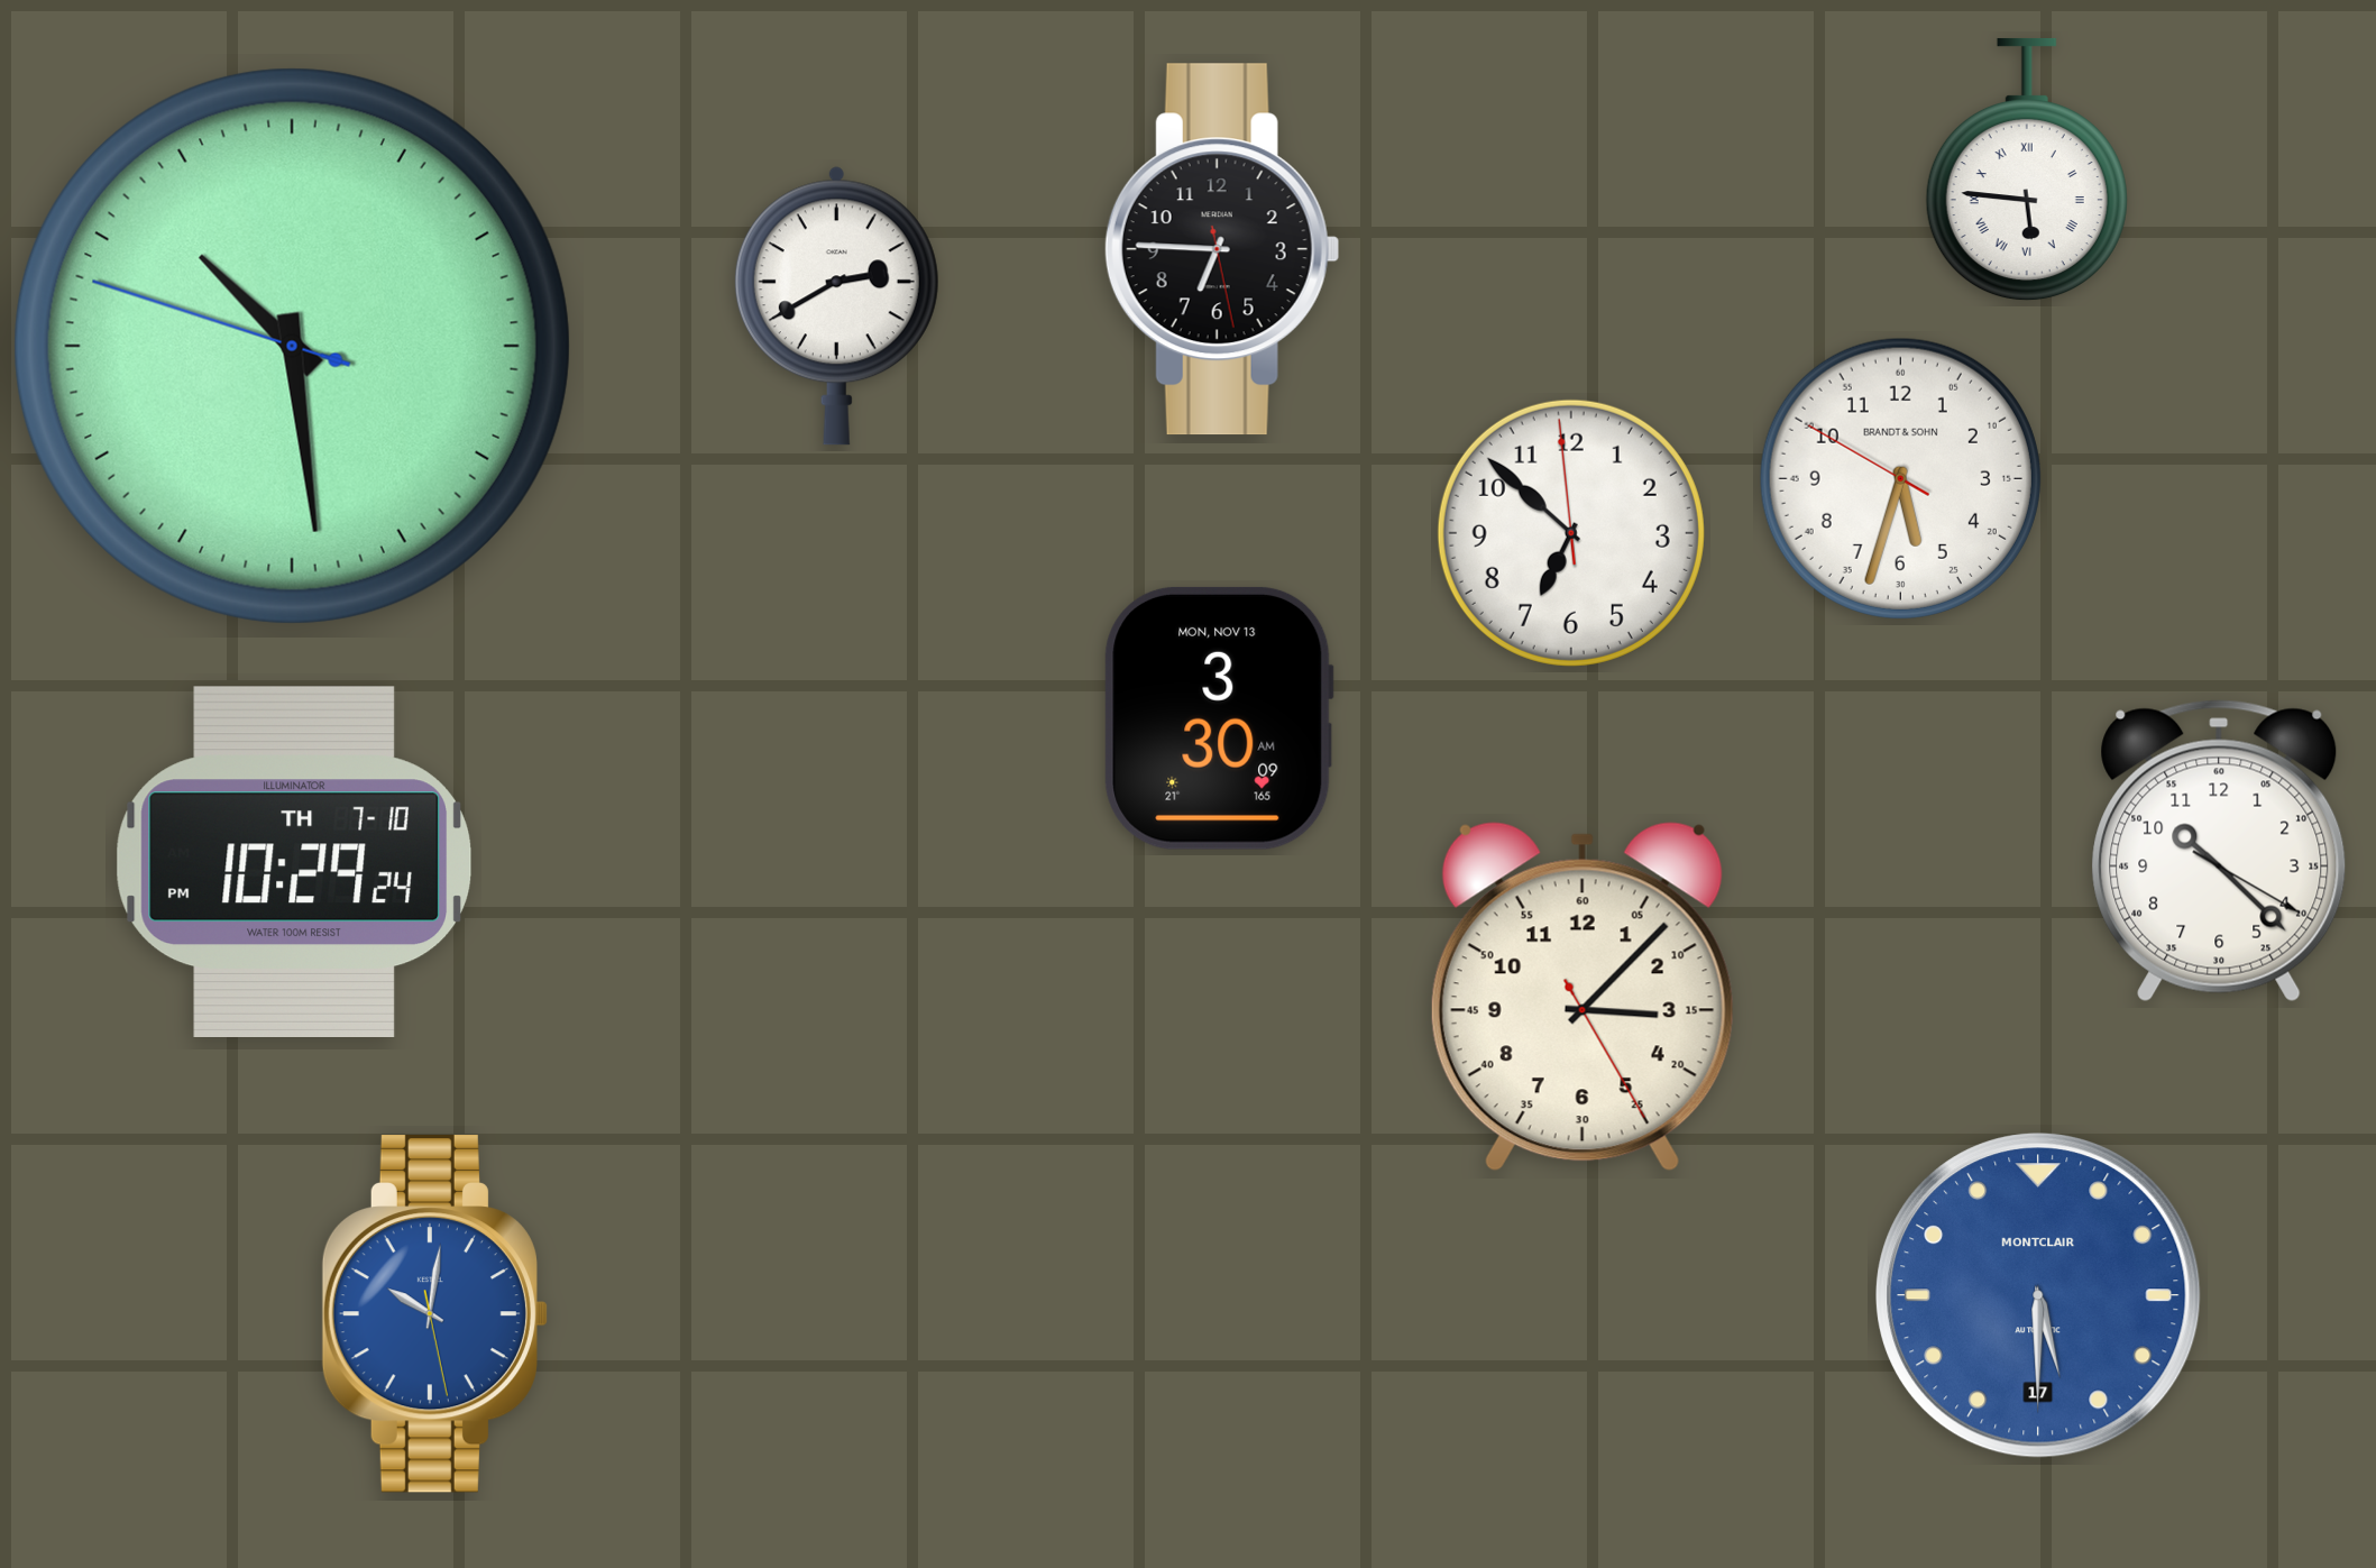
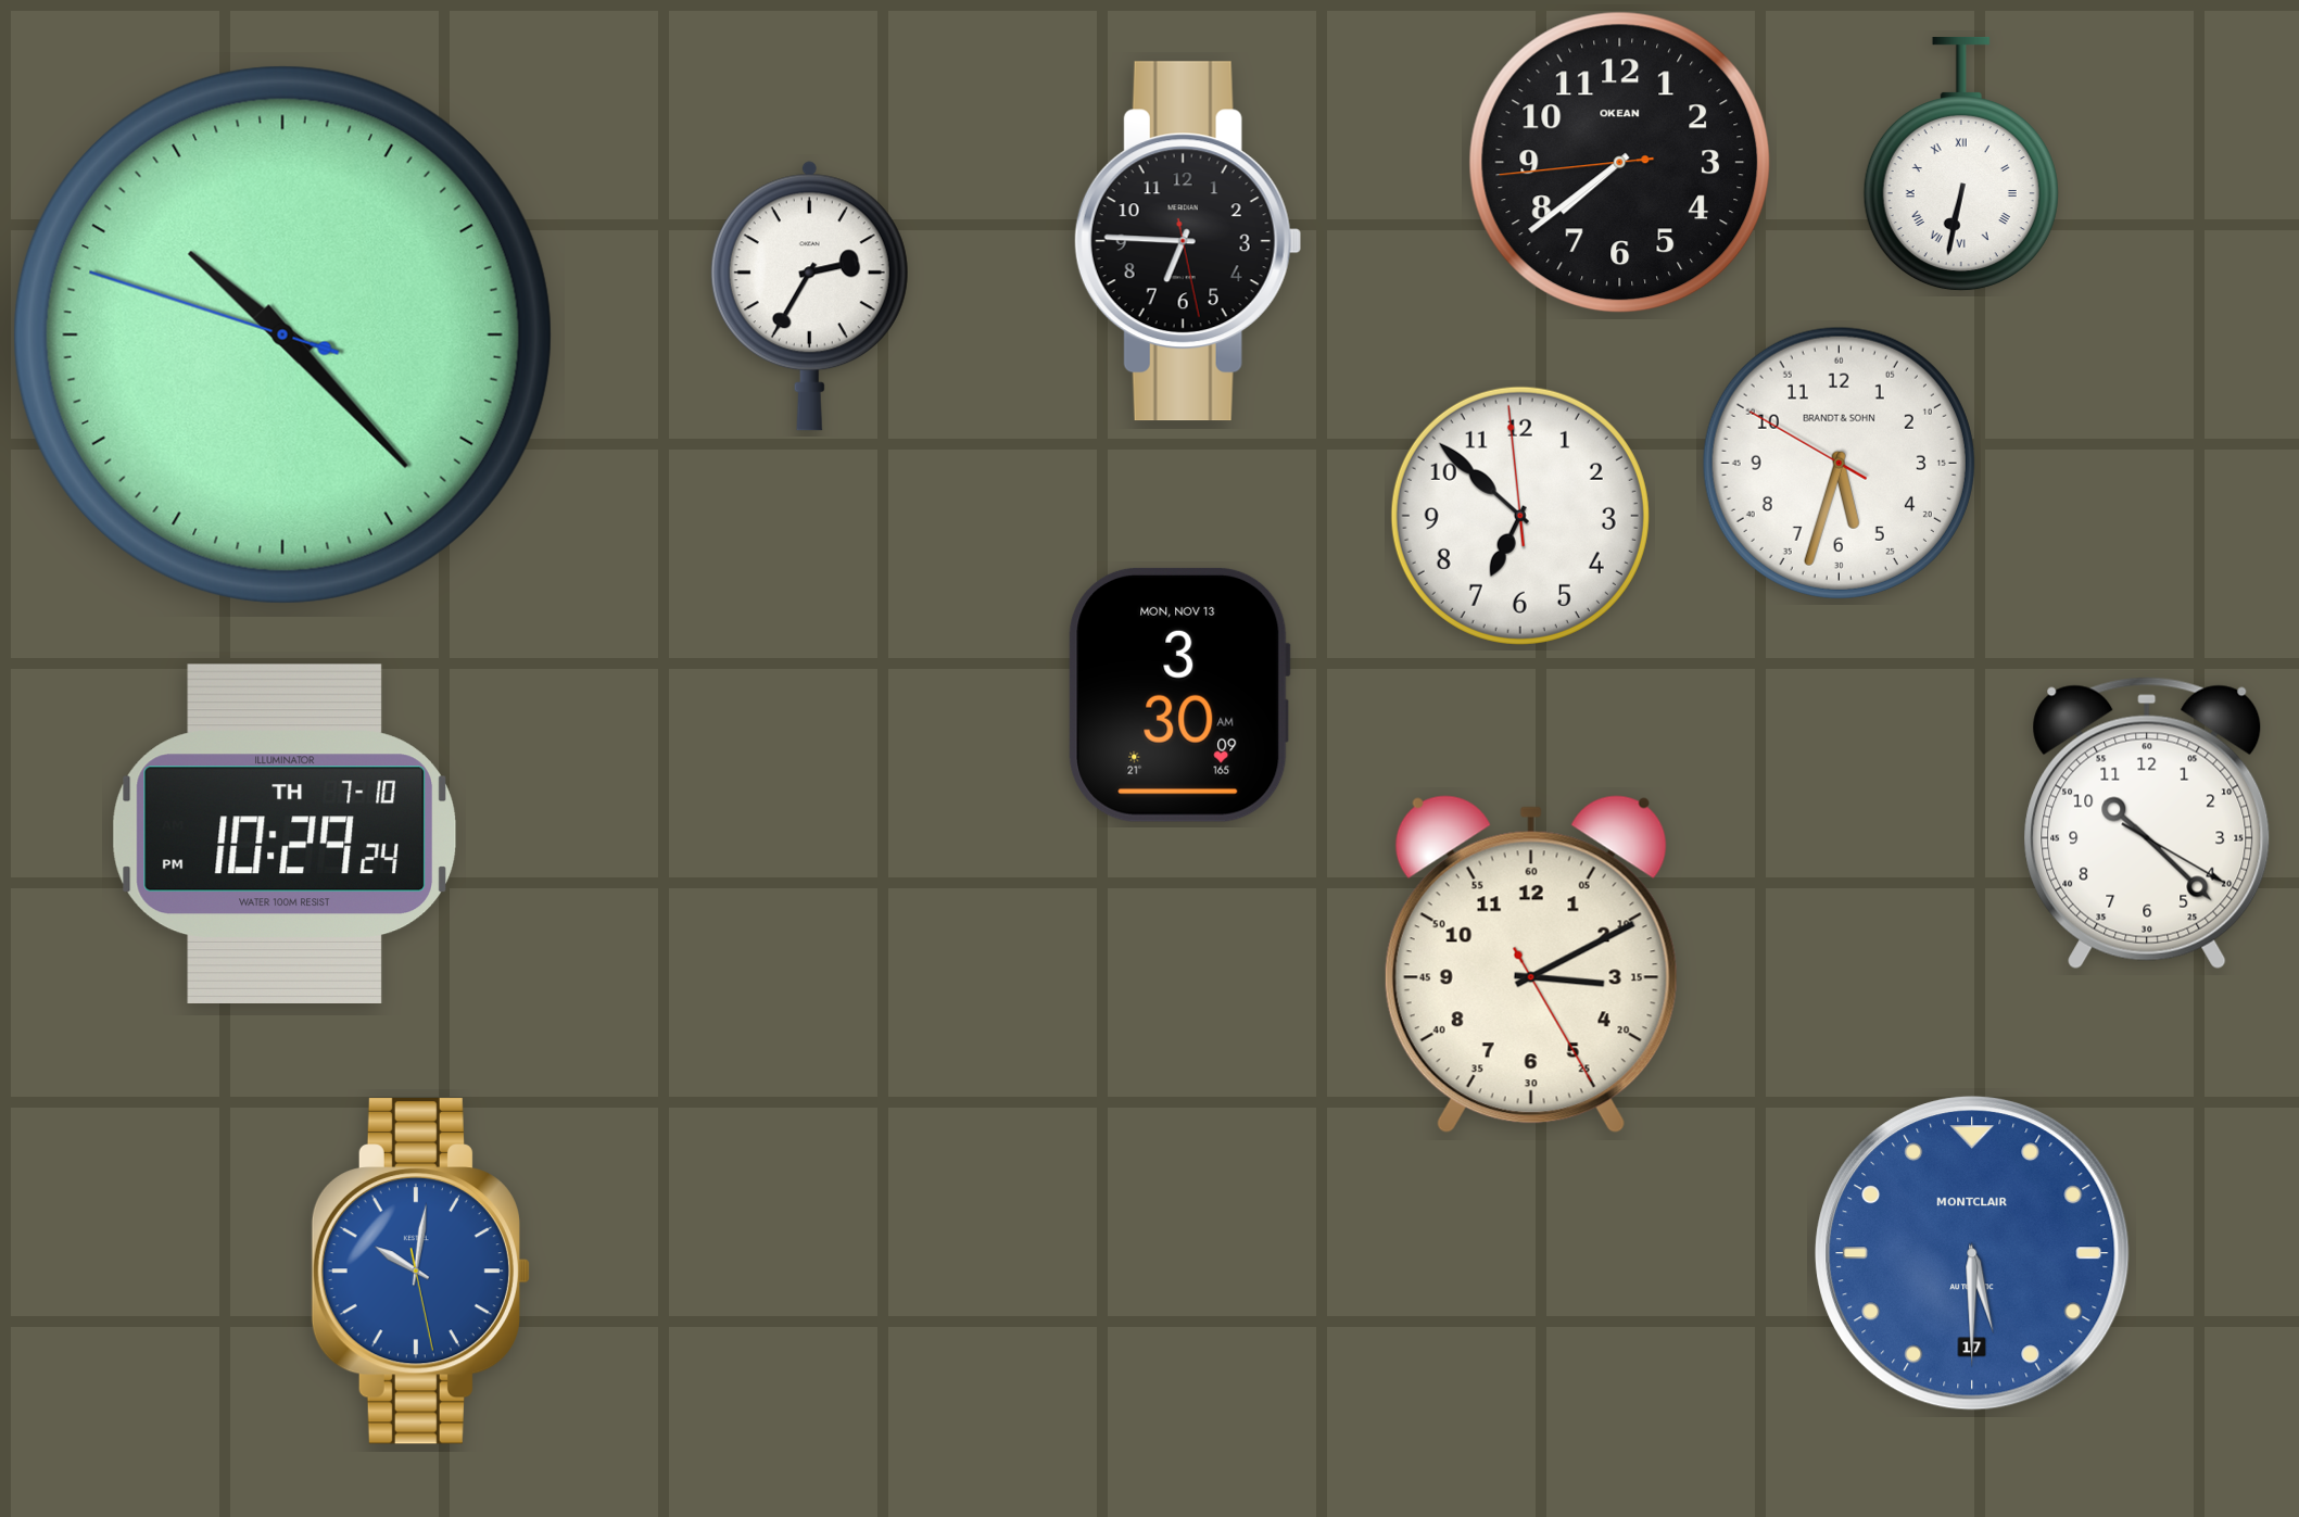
clock at (1620, 163): none -> 7:38
clock at (2027, 169): 5:46 -> 6:32
clock at (1222, 249) position: (1222, 249) -> (1188, 241)
clock at (836, 305): 2:40 -> 2:35
clock at (292, 346): 10:28 -> 10:22
clock at (1583, 997): 3:07 -> 3:10
